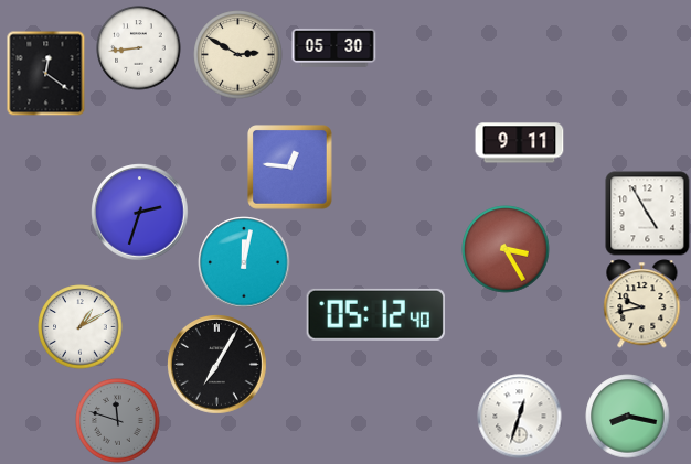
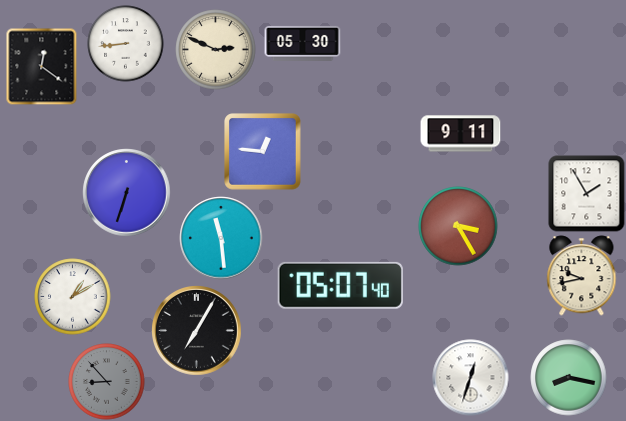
clock at (238, 55): 2:50 -> 2:49
clock at (520, 143) position: (520, 143) -> (461, 134)
clock at (140, 213): 2:33 -> 6:33
clock at (648, 214): 4:55 -> 1:55
clock at (244, 262): 12:02 -> 11:29
clock at (375, 314): 05:12 -> 05:07
clock at (118, 421): 11:48 -> 8:53
